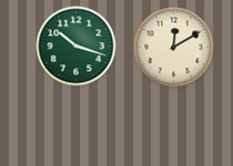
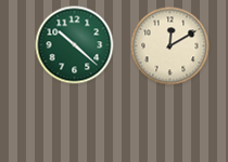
clock at (77, 46): 10:18 -> 10:22
